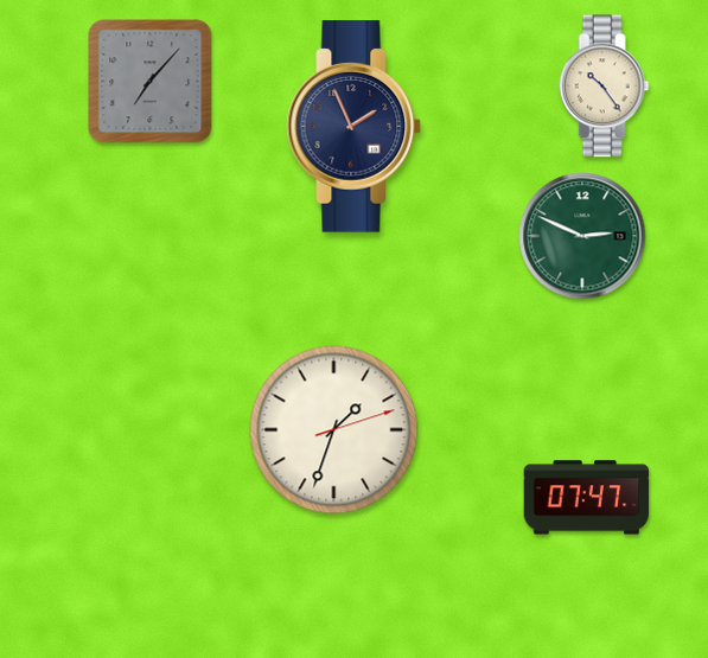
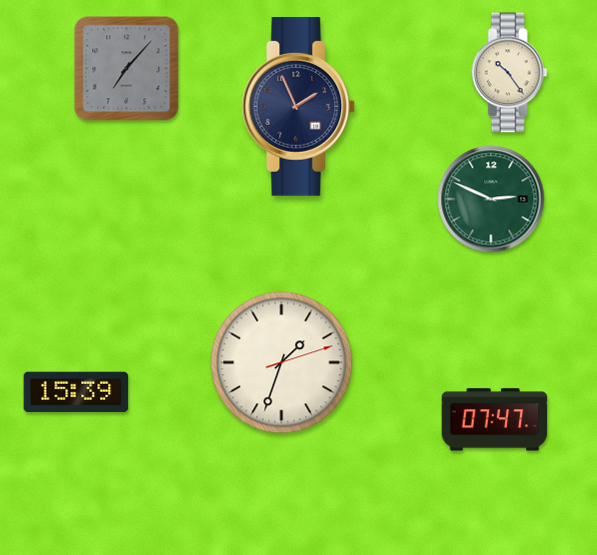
clock at (76, 392): none -> 15:39
